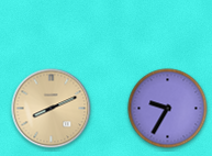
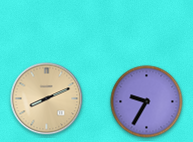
clock at (168, 109) position: (168, 109) -> (147, 102)
